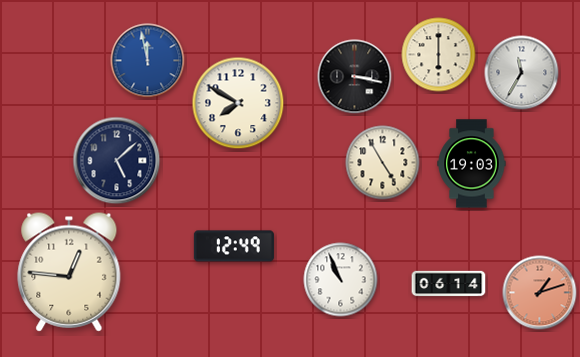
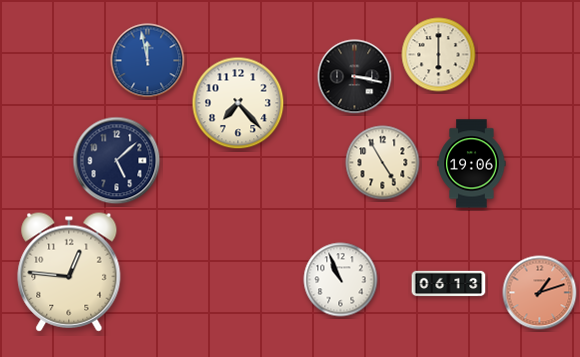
clock at (522, 73): 11:35 -> none
clock at (238, 103): 7:50 -> 7:23
clock at (472, 164): 19:03 -> 19:06
clock at (234, 246): 12:49 -> none
clock at (449, 284): 06:14 -> 06:13
